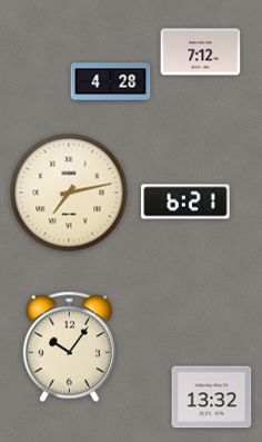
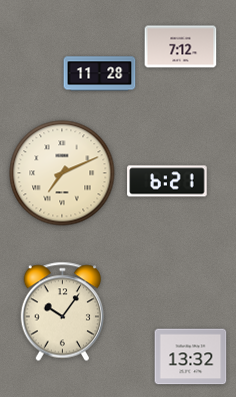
clock at (111, 82): 4:28 -> 11:28
clock at (69, 193): 7:13 -> 7:11
